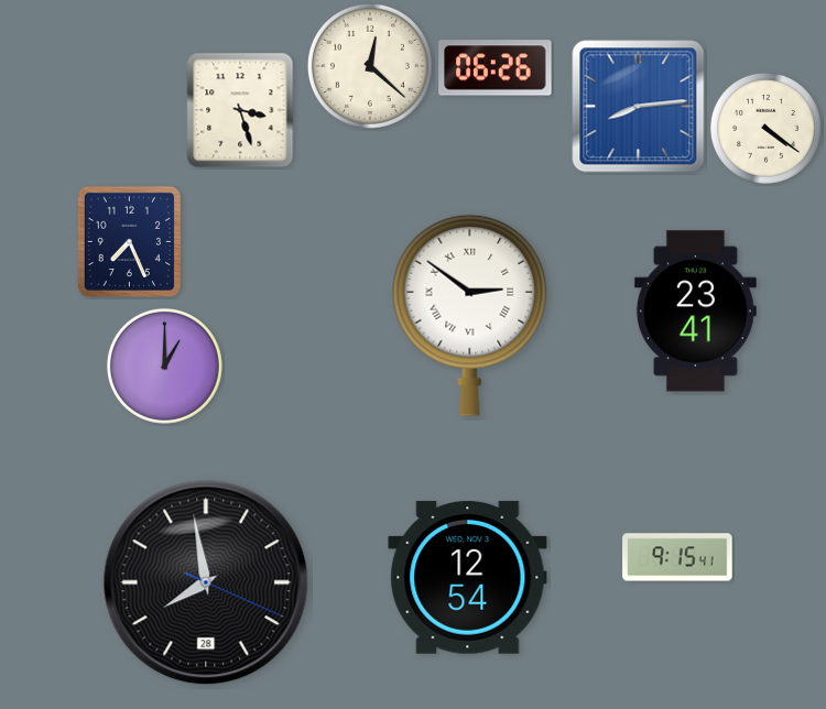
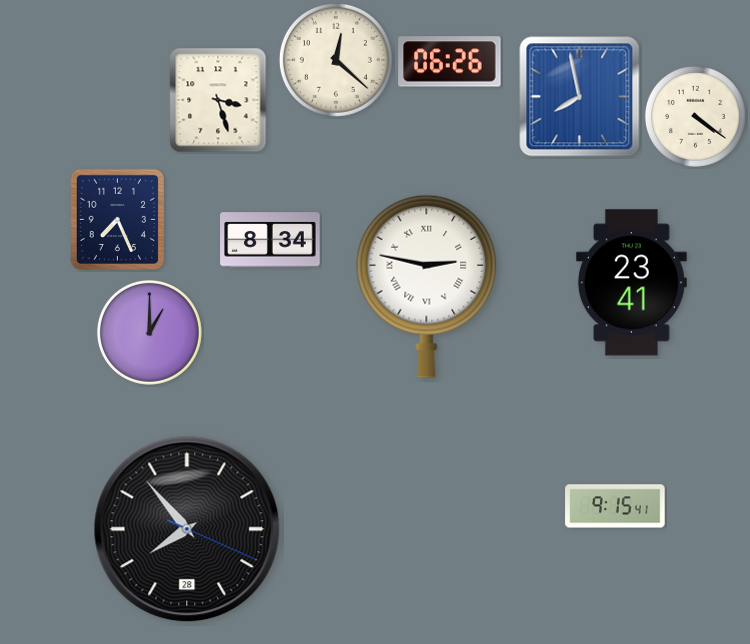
clock at (639, 107): 8:14 -> 7:58
clock at (270, 240): none -> 8:34
clock at (470, 315): 2:51 -> 2:47
clock at (468, 578): 12:54 -> none
clock at (206, 582): 7:58 -> 7:53
